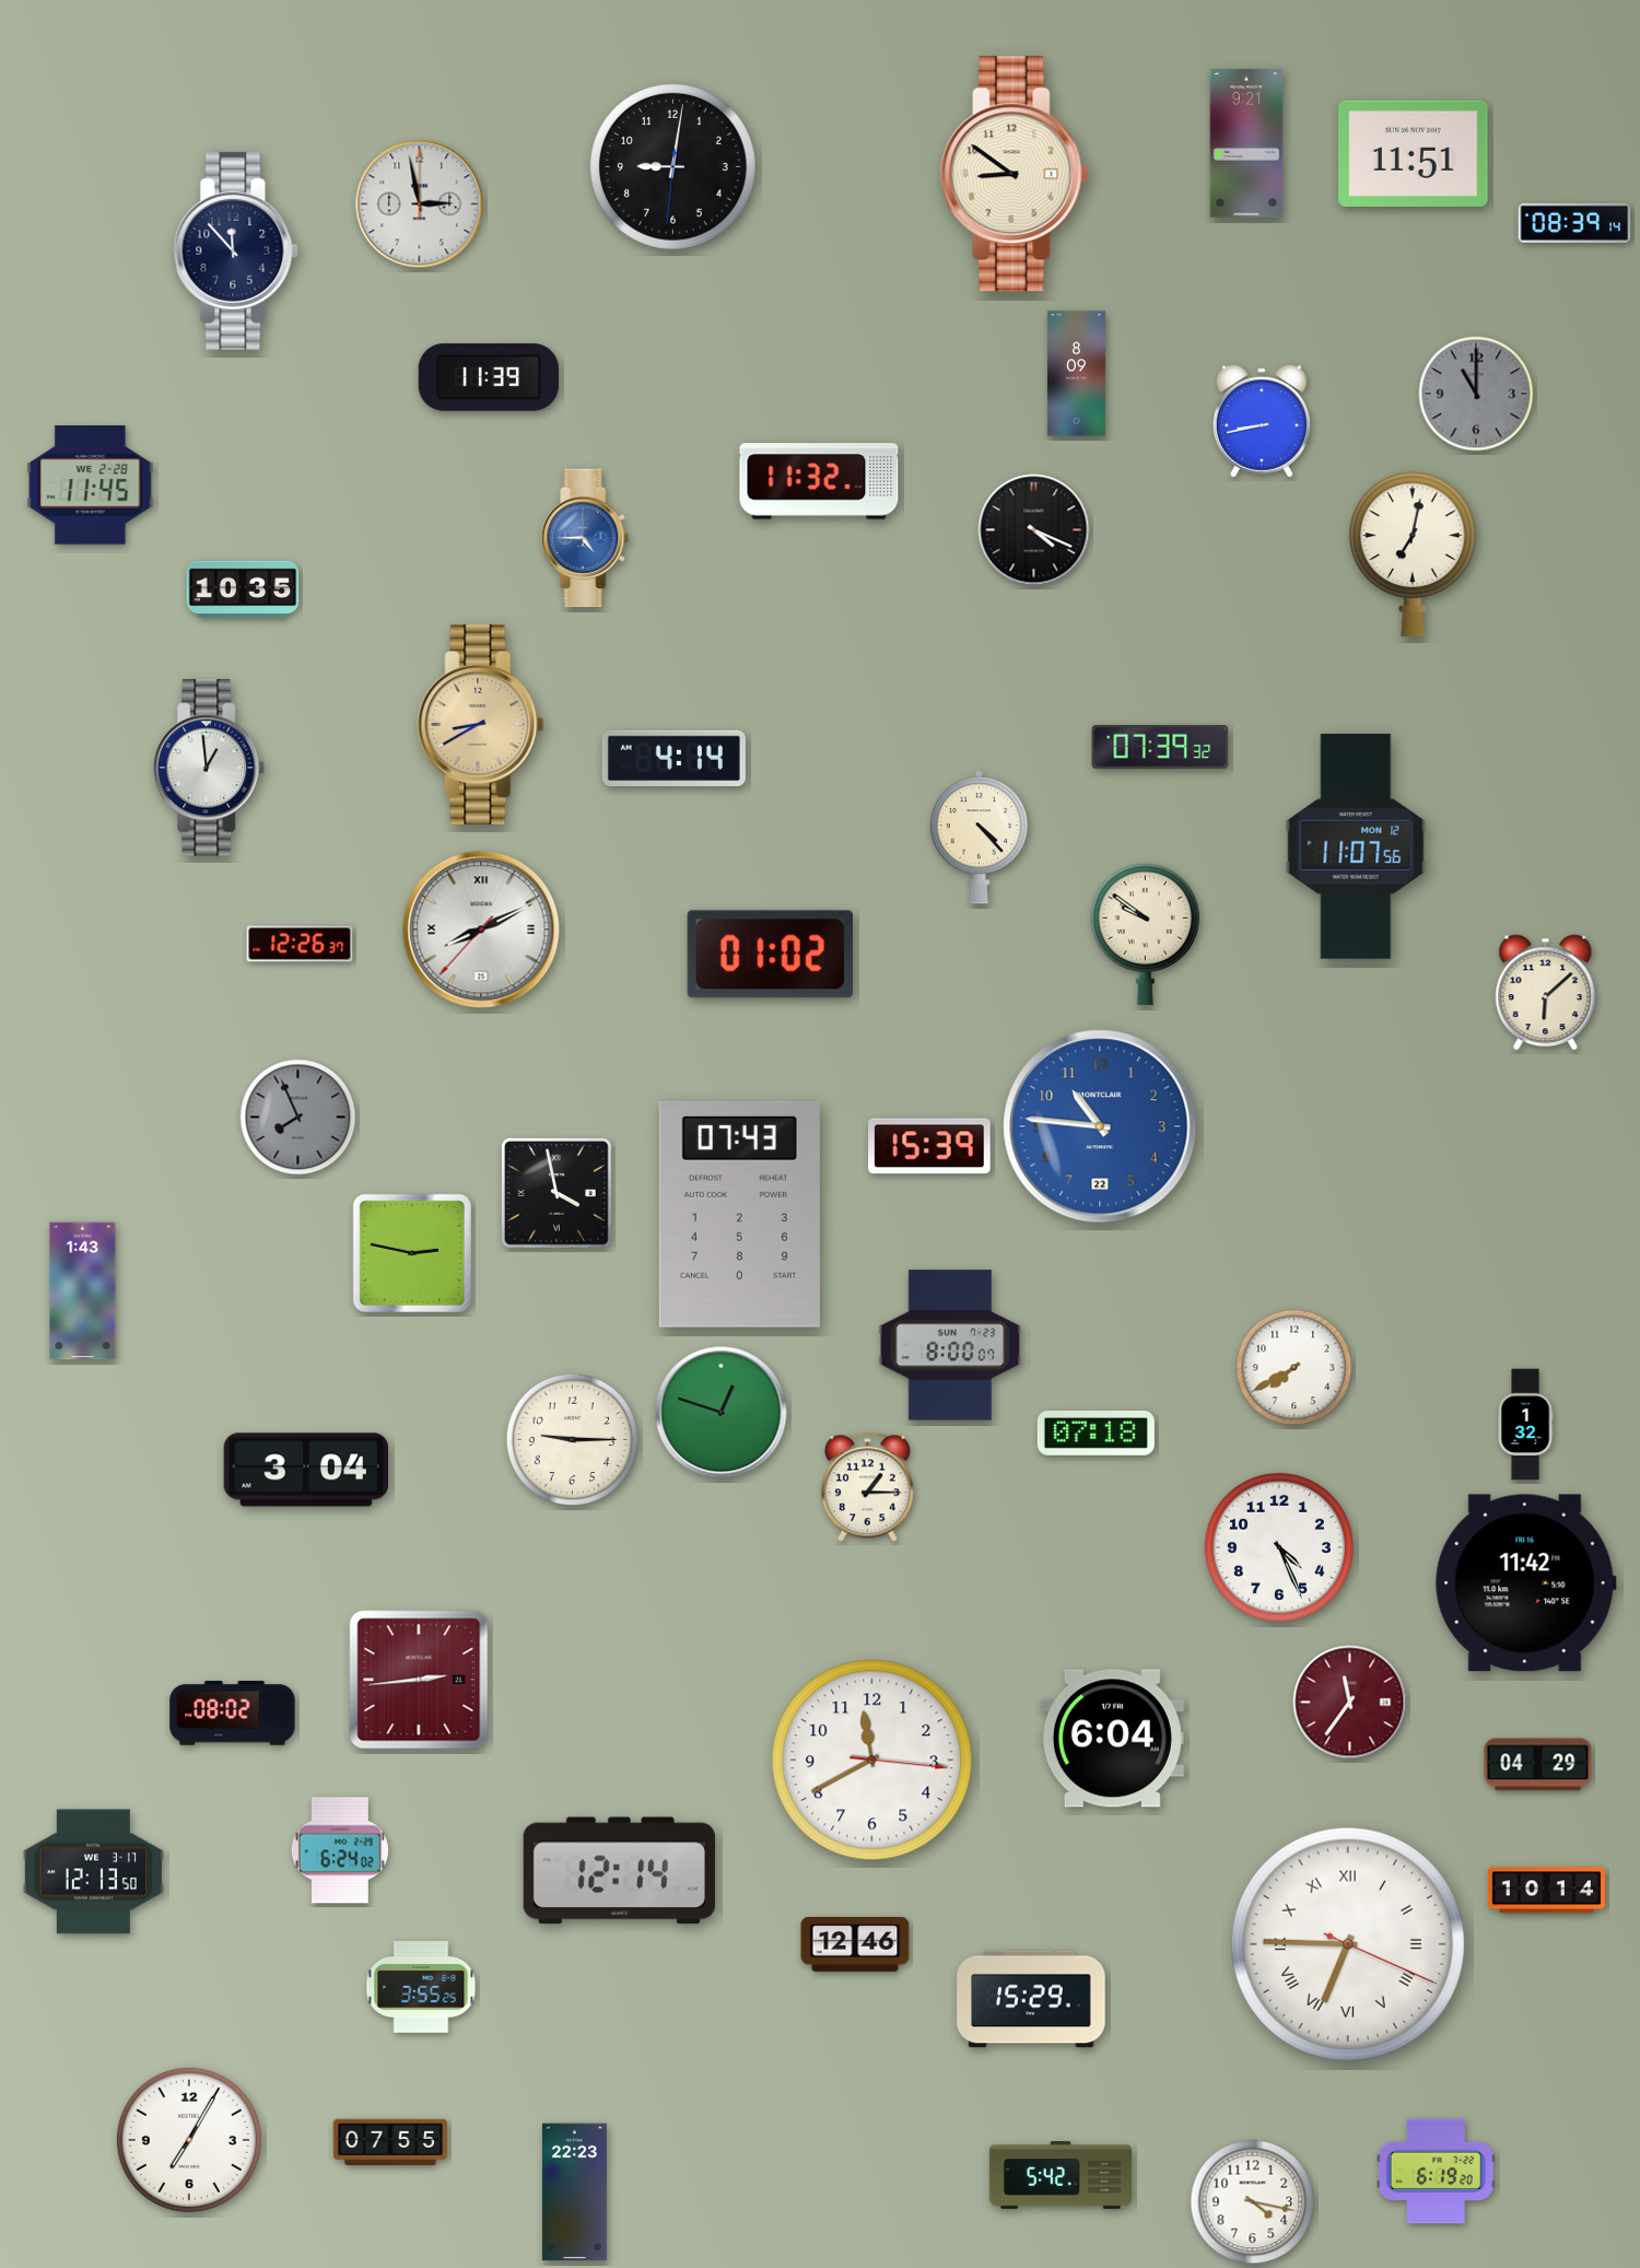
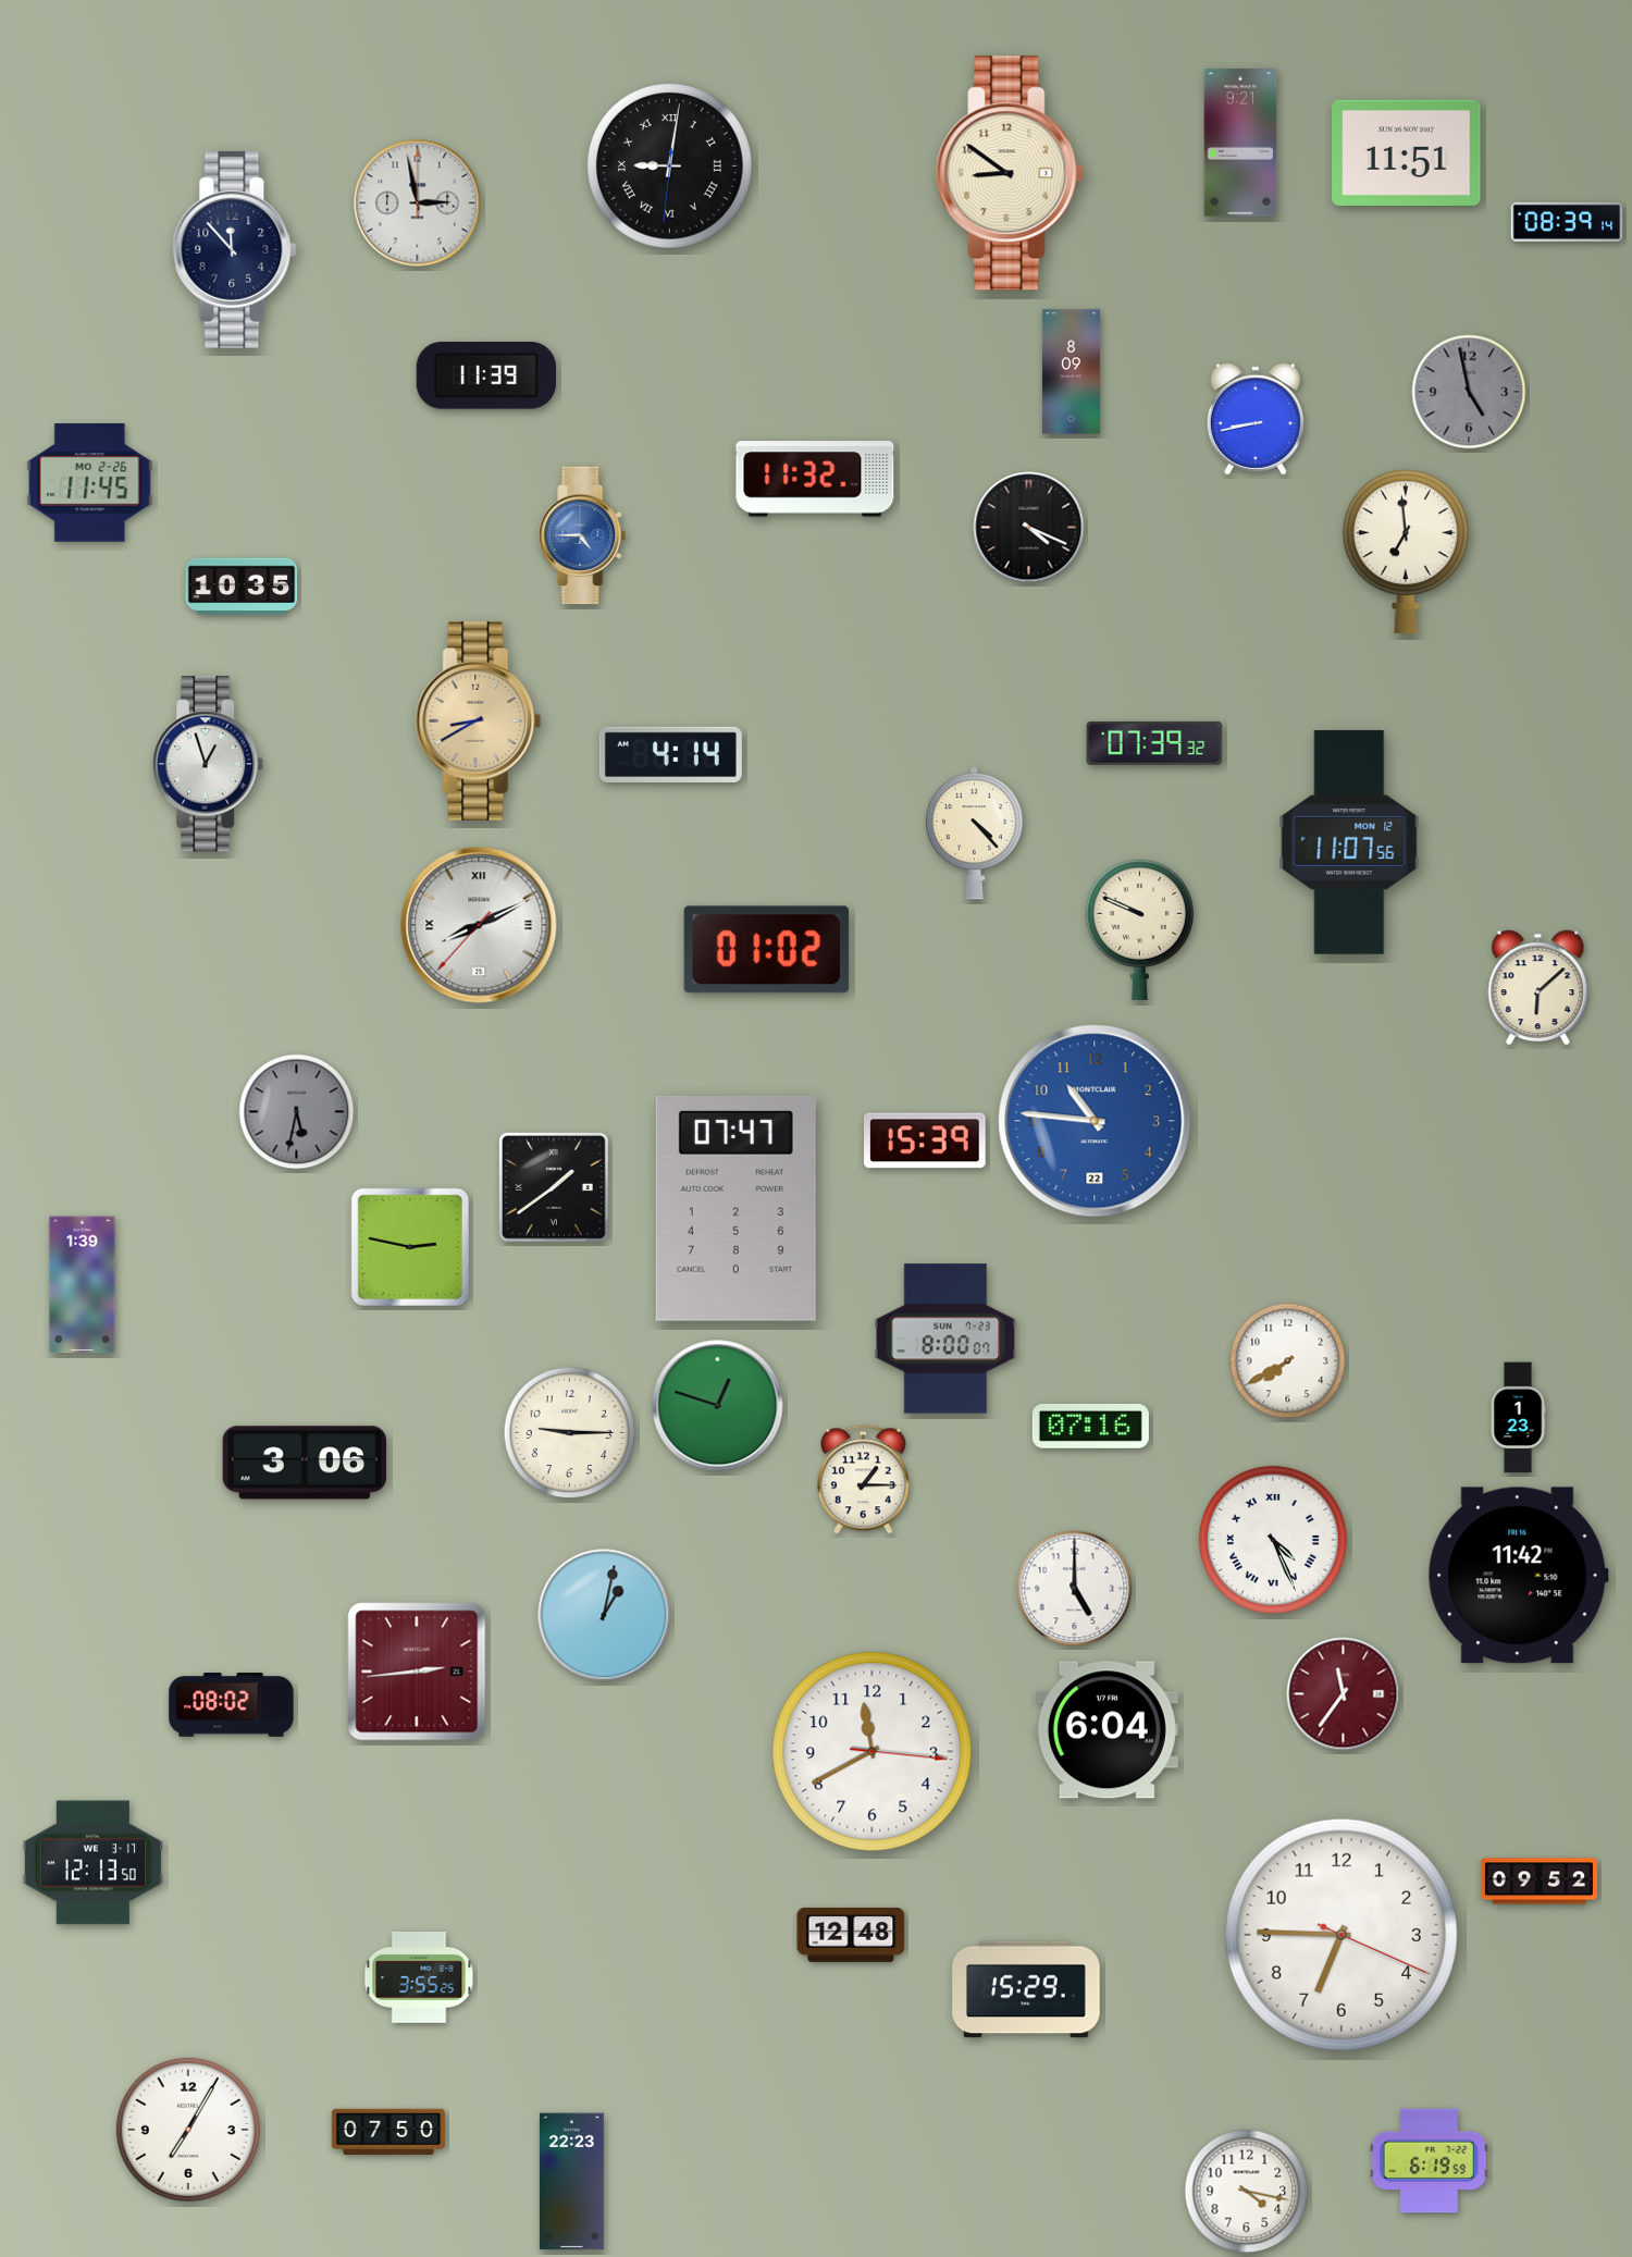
clock at (672, 166) numerals: Arabic -> Roman
clock at (1476, 394): 11:00 -> 4:58
clock at (91, 486) date: WE 2-28 -> MO 2-26
clock at (1413, 554): 7:02 -> 6:59
clock at (210, 768): 12:59 -> 12:57
clock at (1145, 934): 9:51 -> 9:49
clock at (300, 944): 12:26 -> none
clock at (298, 1118): 7:56 -> 5:32
clock at (558, 1194): 3:58 -> 1:39
clock at (739, 1214): 07:43 -> 07:47
clock at (83, 1291): 1:43 -> 1:39
clock at (1525, 1425): 1:32 -> 1:23
clock at (1096, 1434): 07:18 -> 07:16
clock at (306, 1470): 3:04 -> 3:06
clock at (1279, 1547) numerals: Arabic -> Roman
clock at (1075, 1589): none -> 5:00
clock at (604, 1615): none -> 1:02
clock at (872, 1761) position: (872, 1761) -> (873, 1752)
clock at (1538, 1765): 04:29 -> none
clock at (340, 1850): 6:24 -> none
clock at (619, 1871): 12:14 -> none
clock at (1546, 1891): 10:14 -> 09:52
clock at (855, 1944): 12:46 -> 12:48
clock at (1348, 1944) numerals: Roman -> Arabic
clock at (390, 2142): 07:55 -> 07:50
clock at (1436, 2172): 6:19:20 -> 6:19:59
clock at (1061, 2176): 5:42 -> none
